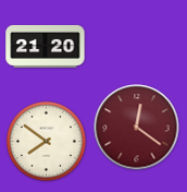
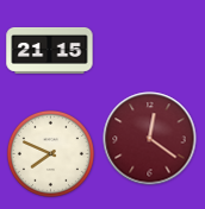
clock at (46, 46): 21:20 -> 21:15
clock at (46, 141): 7:51 -> 7:49
